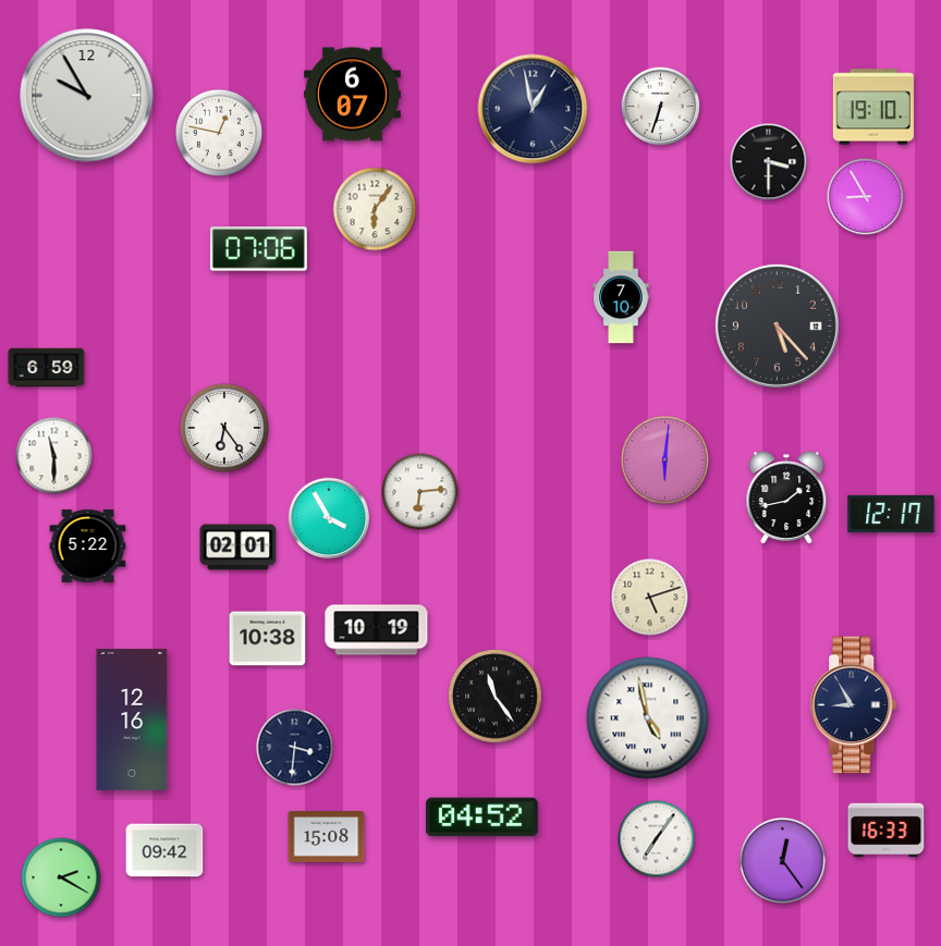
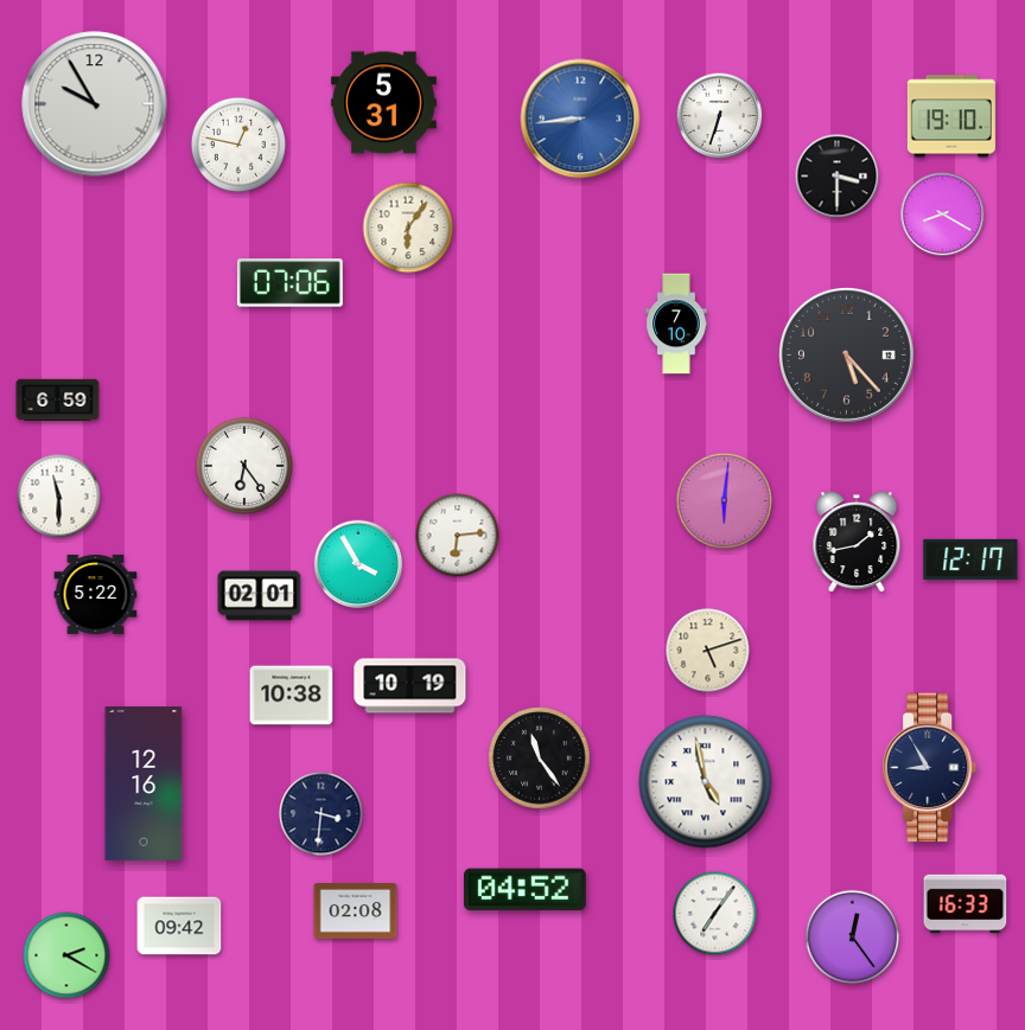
clock at (352, 95): 6:07 -> 5:31
clock at (533, 109): 12:58 -> 8:44
clock at (533, 109) dial: navy -> blue
clock at (866, 197): 8:55 -> 8:20
clock at (258, 249) position: (258, 249) -> (289, 283)
clock at (47, 368) position: (47, 368) -> (58, 401)
clock at (327, 837): 15:08 -> 02:08
